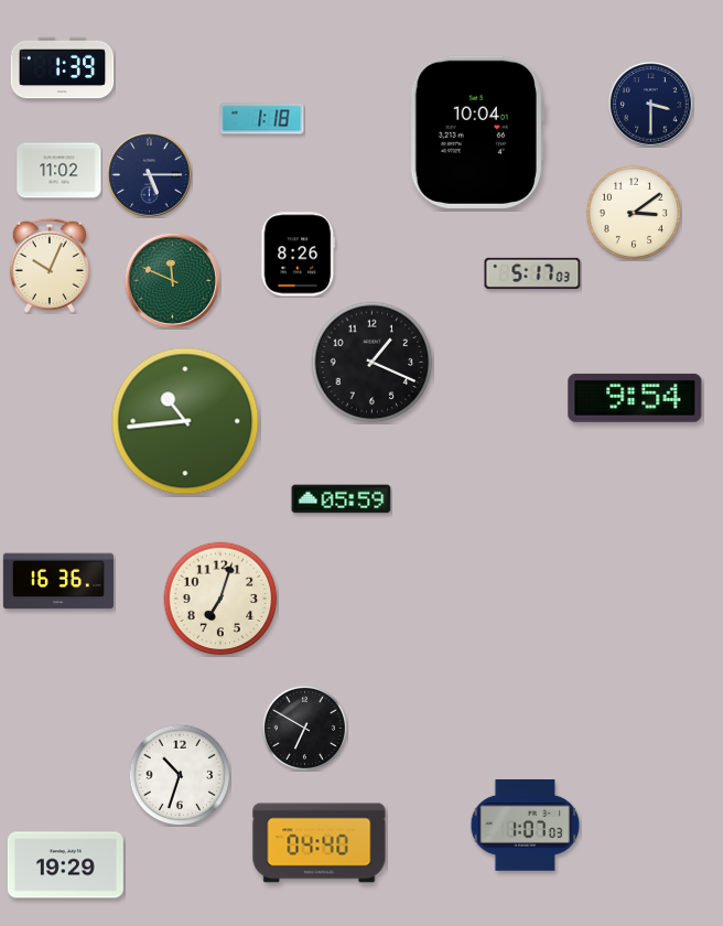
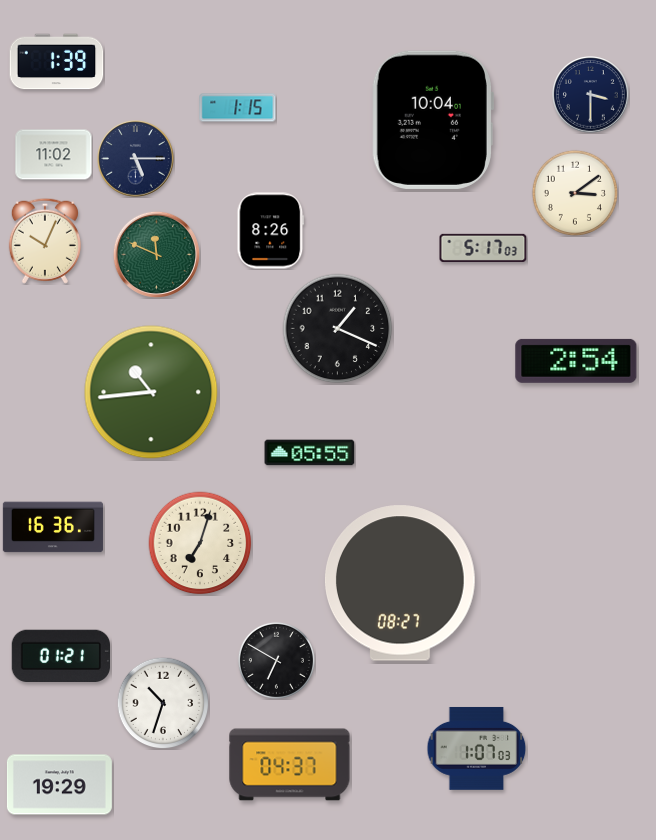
clock at (262, 119): 1:18 -> 1:15
clock at (635, 398): 9:54 -> 2:54
clock at (185, 421) position: (185, 421) -> (151, 392)
clock at (342, 499): 05:59 -> 05:55
clock at (400, 583): none -> 08:27
clock at (60, 656): none -> 01:21
clock at (320, 843): 04:40 -> 04:37
